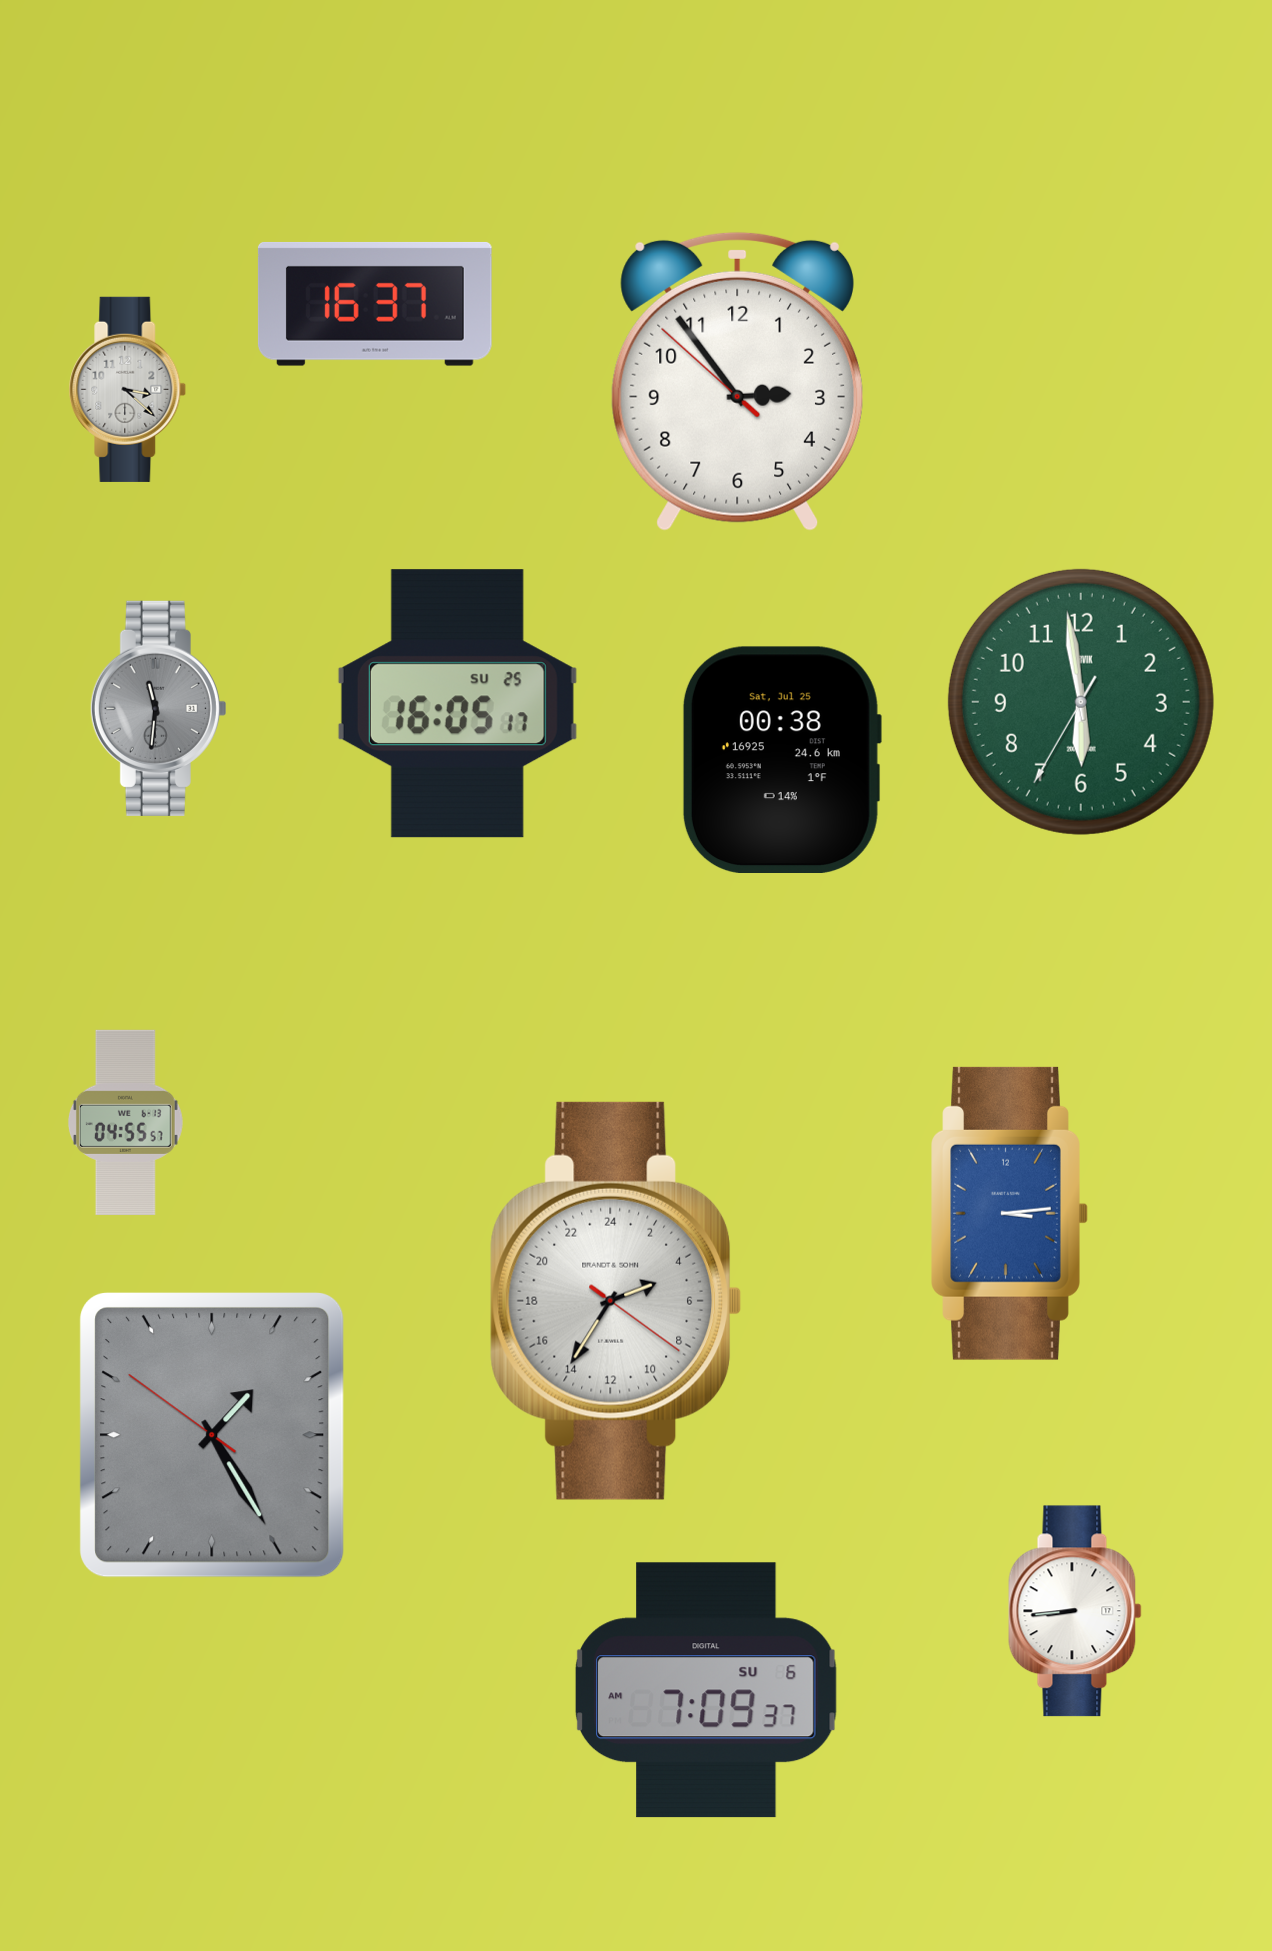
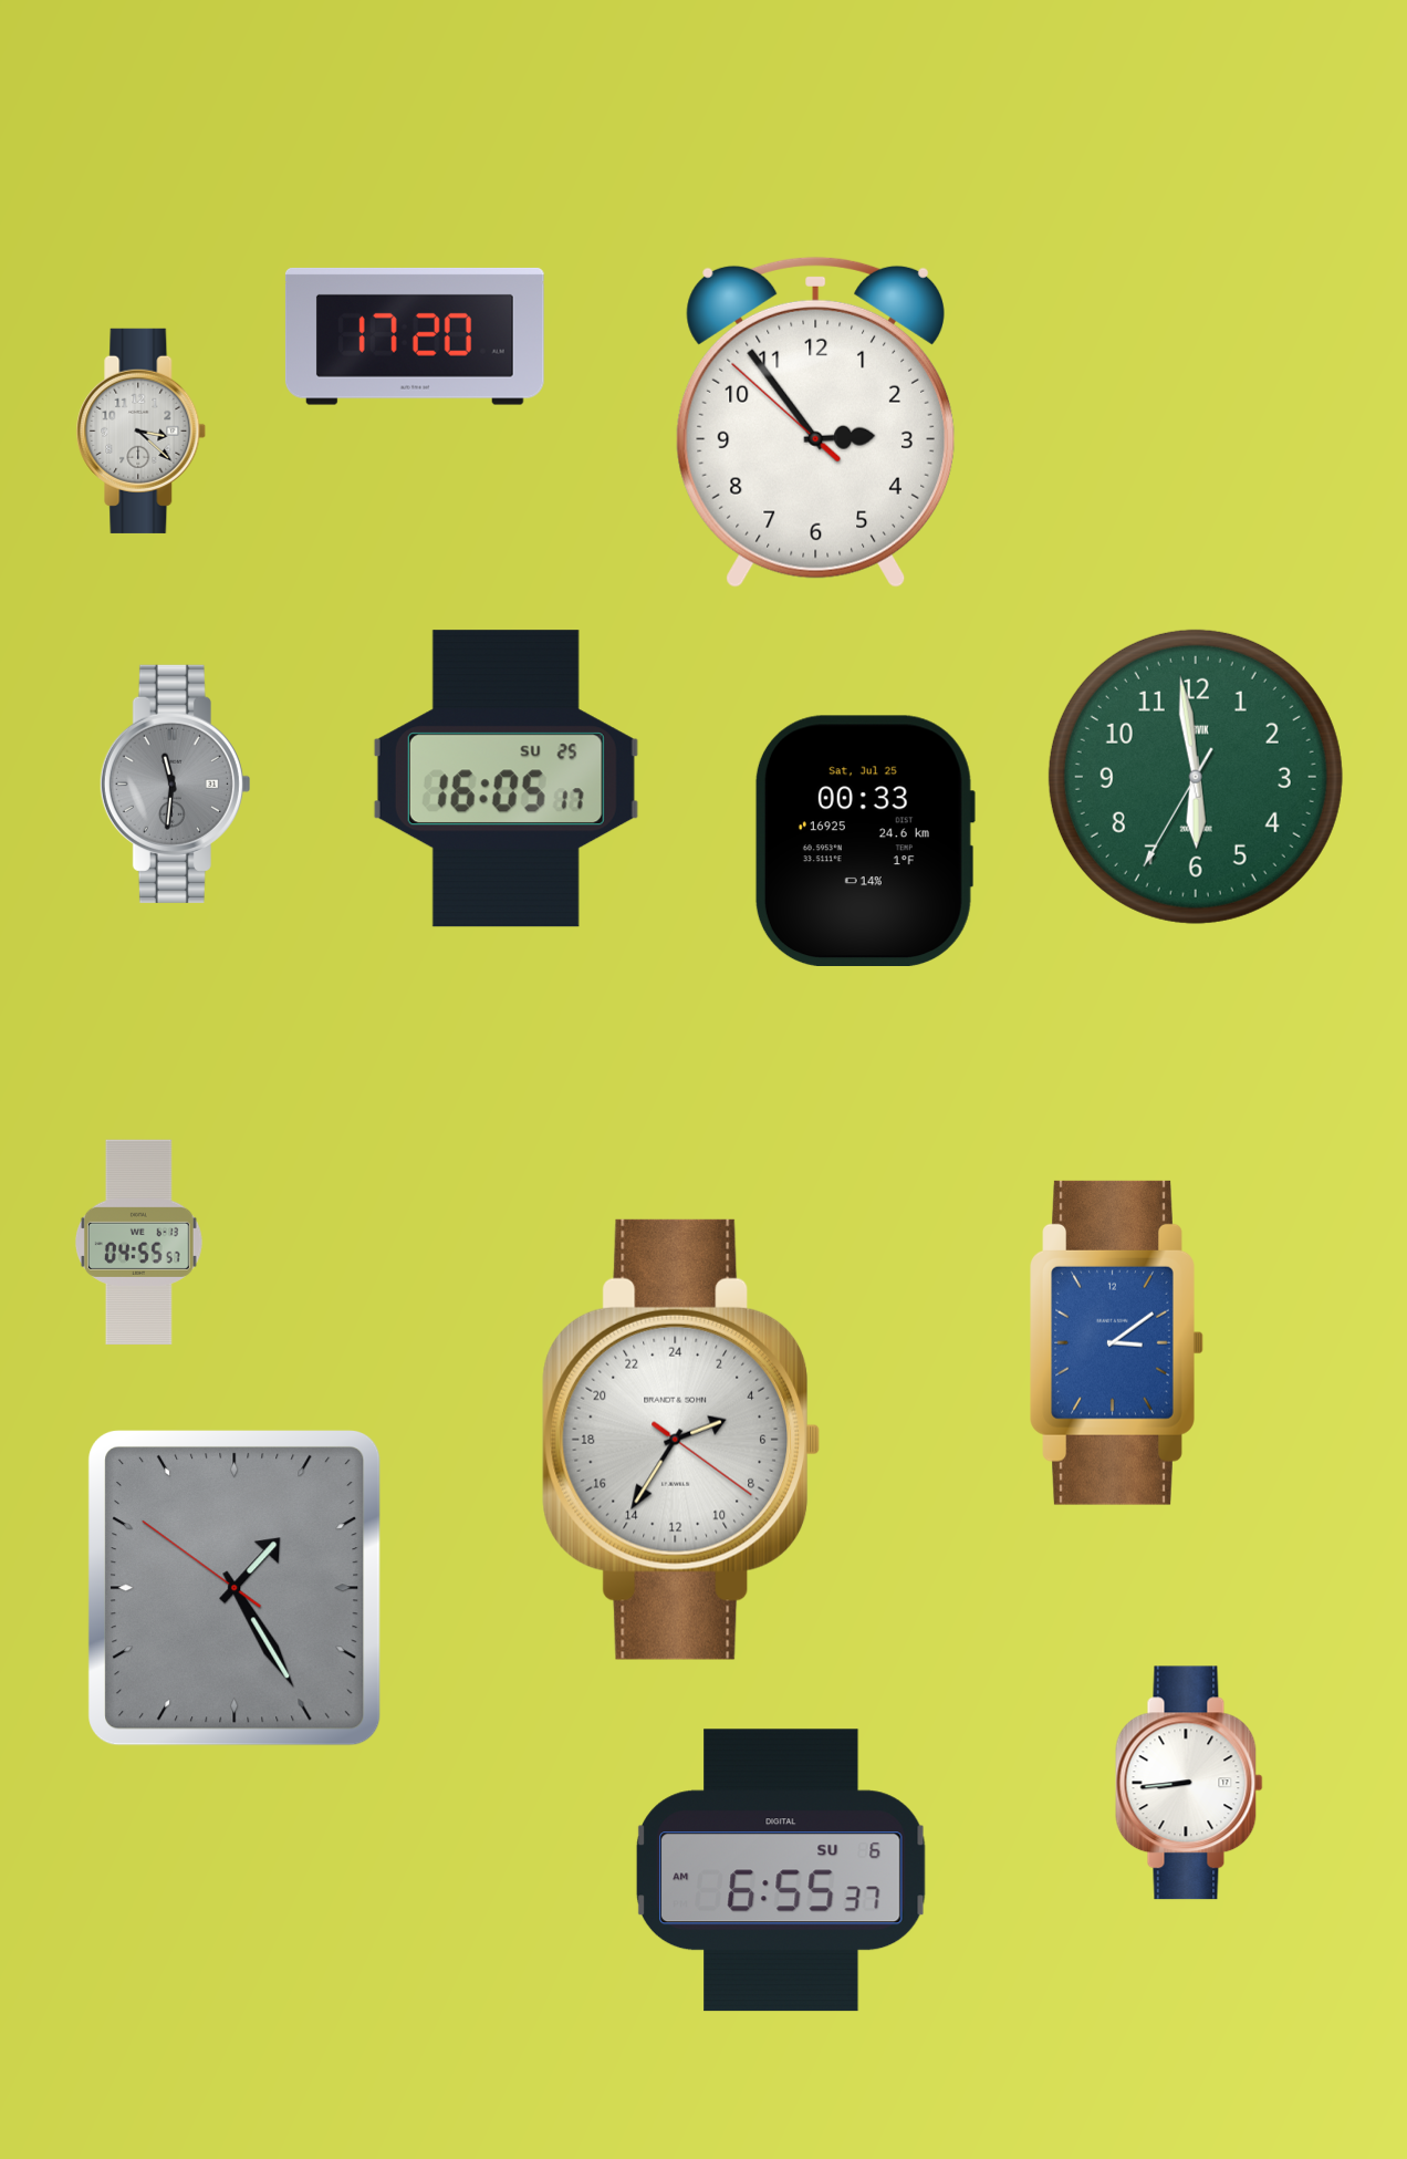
clock at (375, 304): 16:37 -> 17:20
clock at (781, 759): 00:38 -> 00:33
clock at (1010, 1213): 3:14 -> 3:09
clock at (706, 1690): 7:09 -> 6:55
